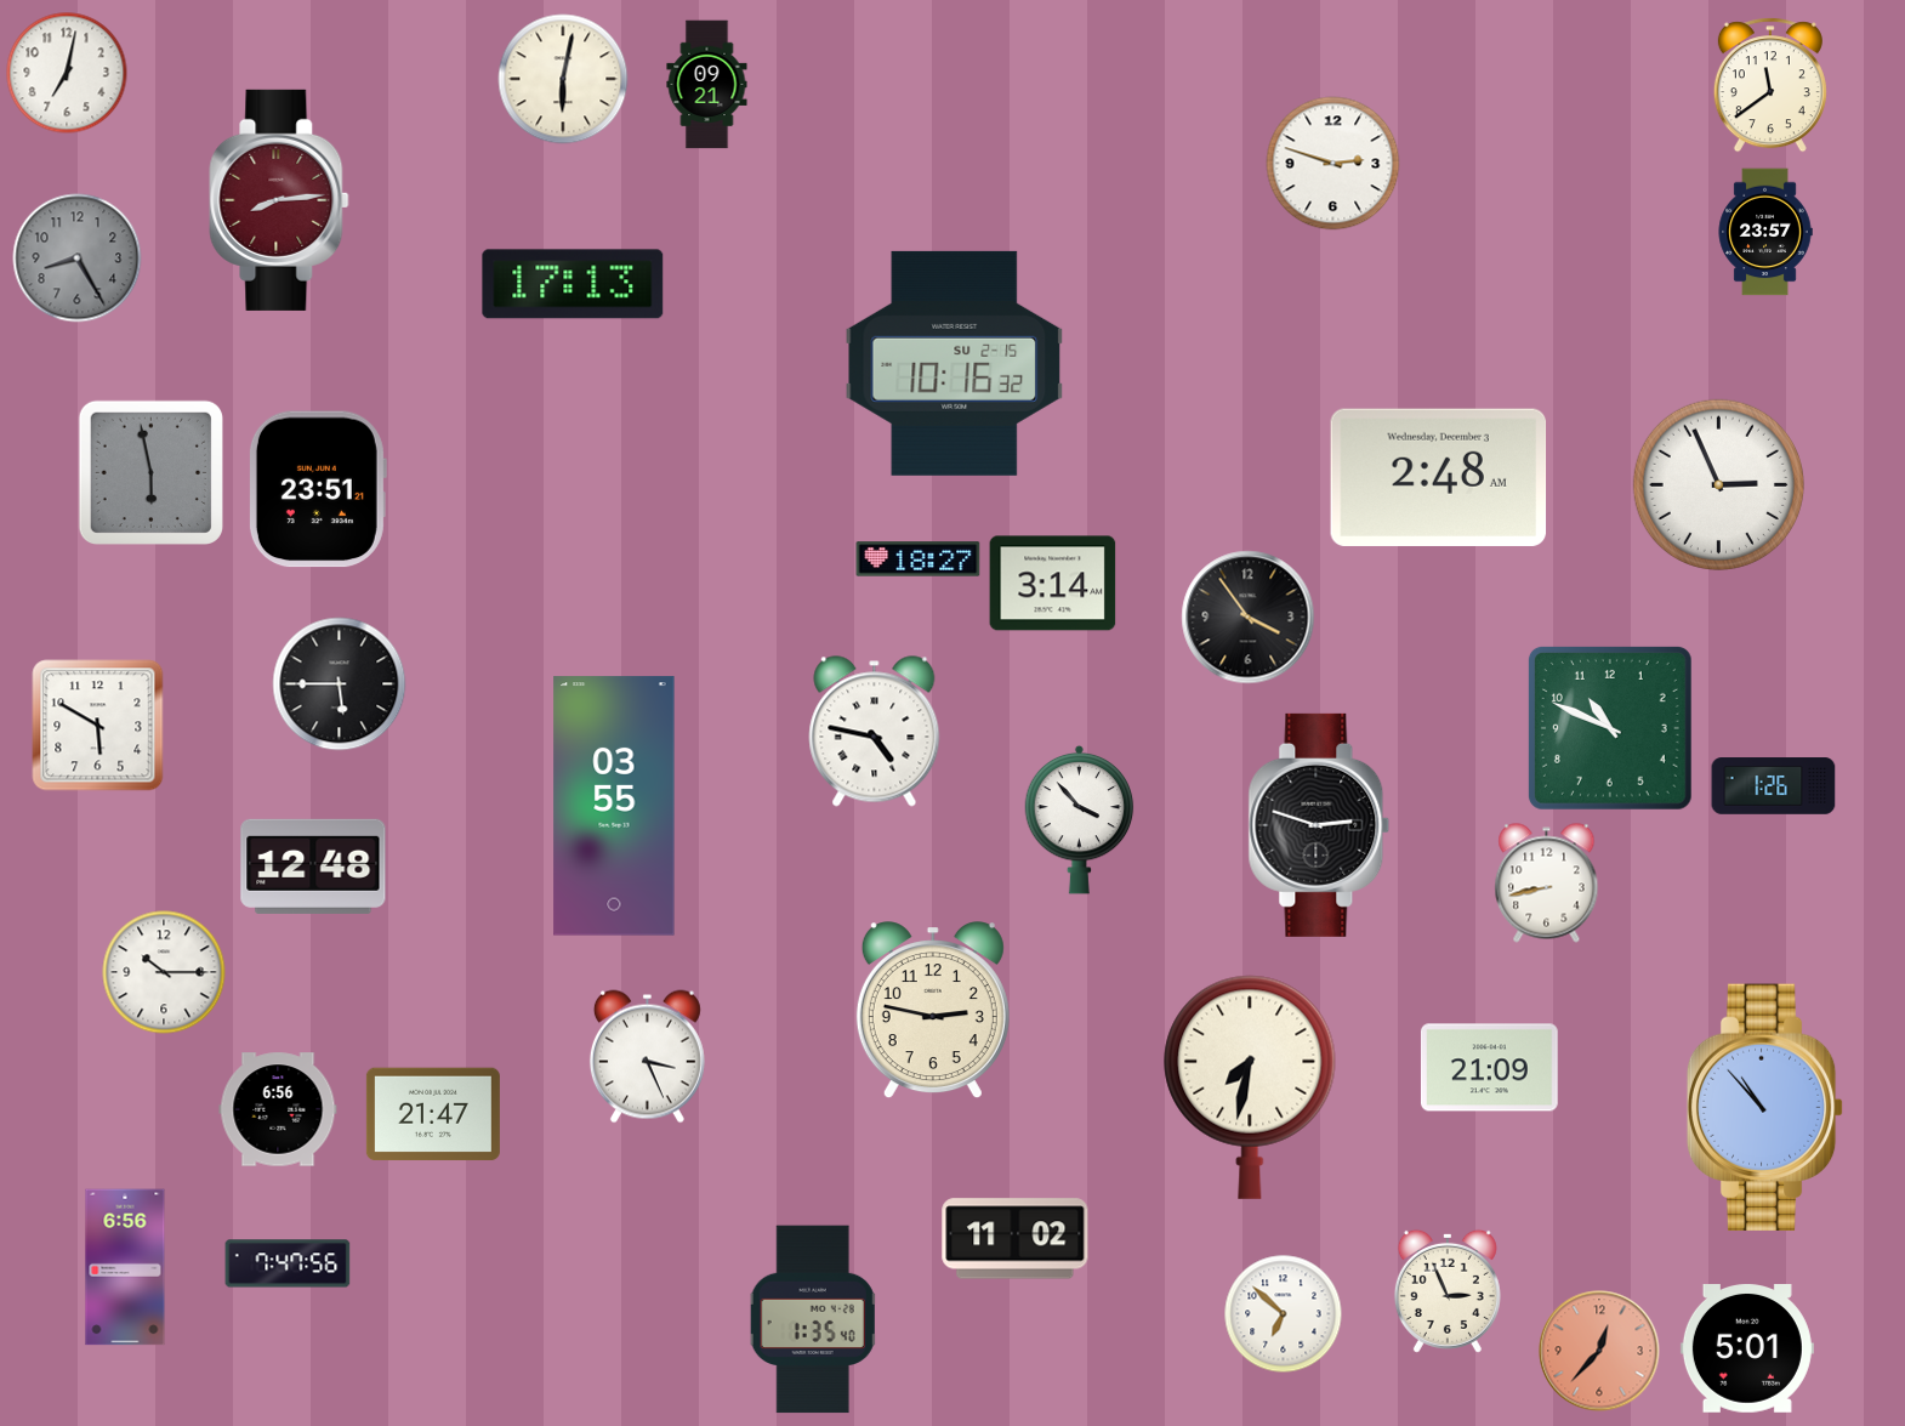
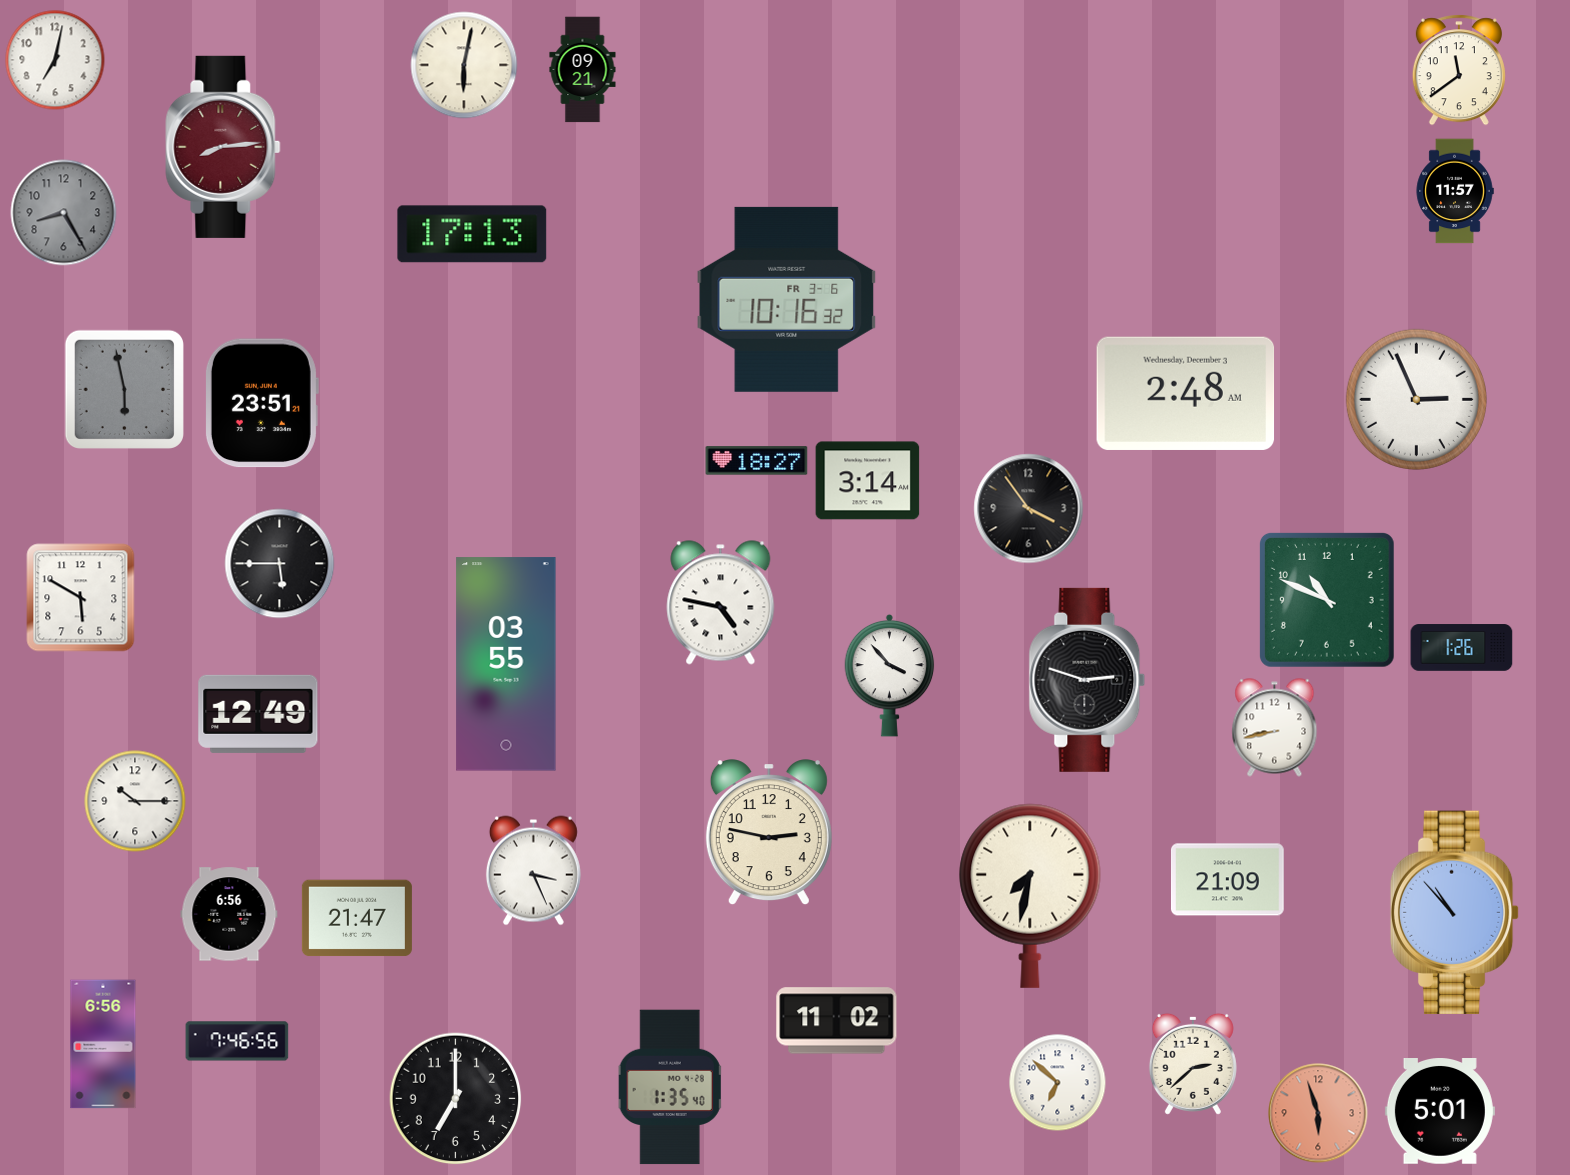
clock at (1333, 164): 2:48 -> none
clock at (279, 200) position: (279, 200) -> (223, 147)
clock at (1765, 232): 23:57 -> 11:57
clock at (955, 363) date: SU 2-15 -> FR 3-6
clock at (313, 867): 12:48 -> 12:49
clock at (288, 1263): 7:47 -> 7:46
clock at (1448, 1291): 2:56 -> 2:38
clock at (456, 1099): none -> 7:00
clock at (1599, 1351): 12:37 -> 5:57
